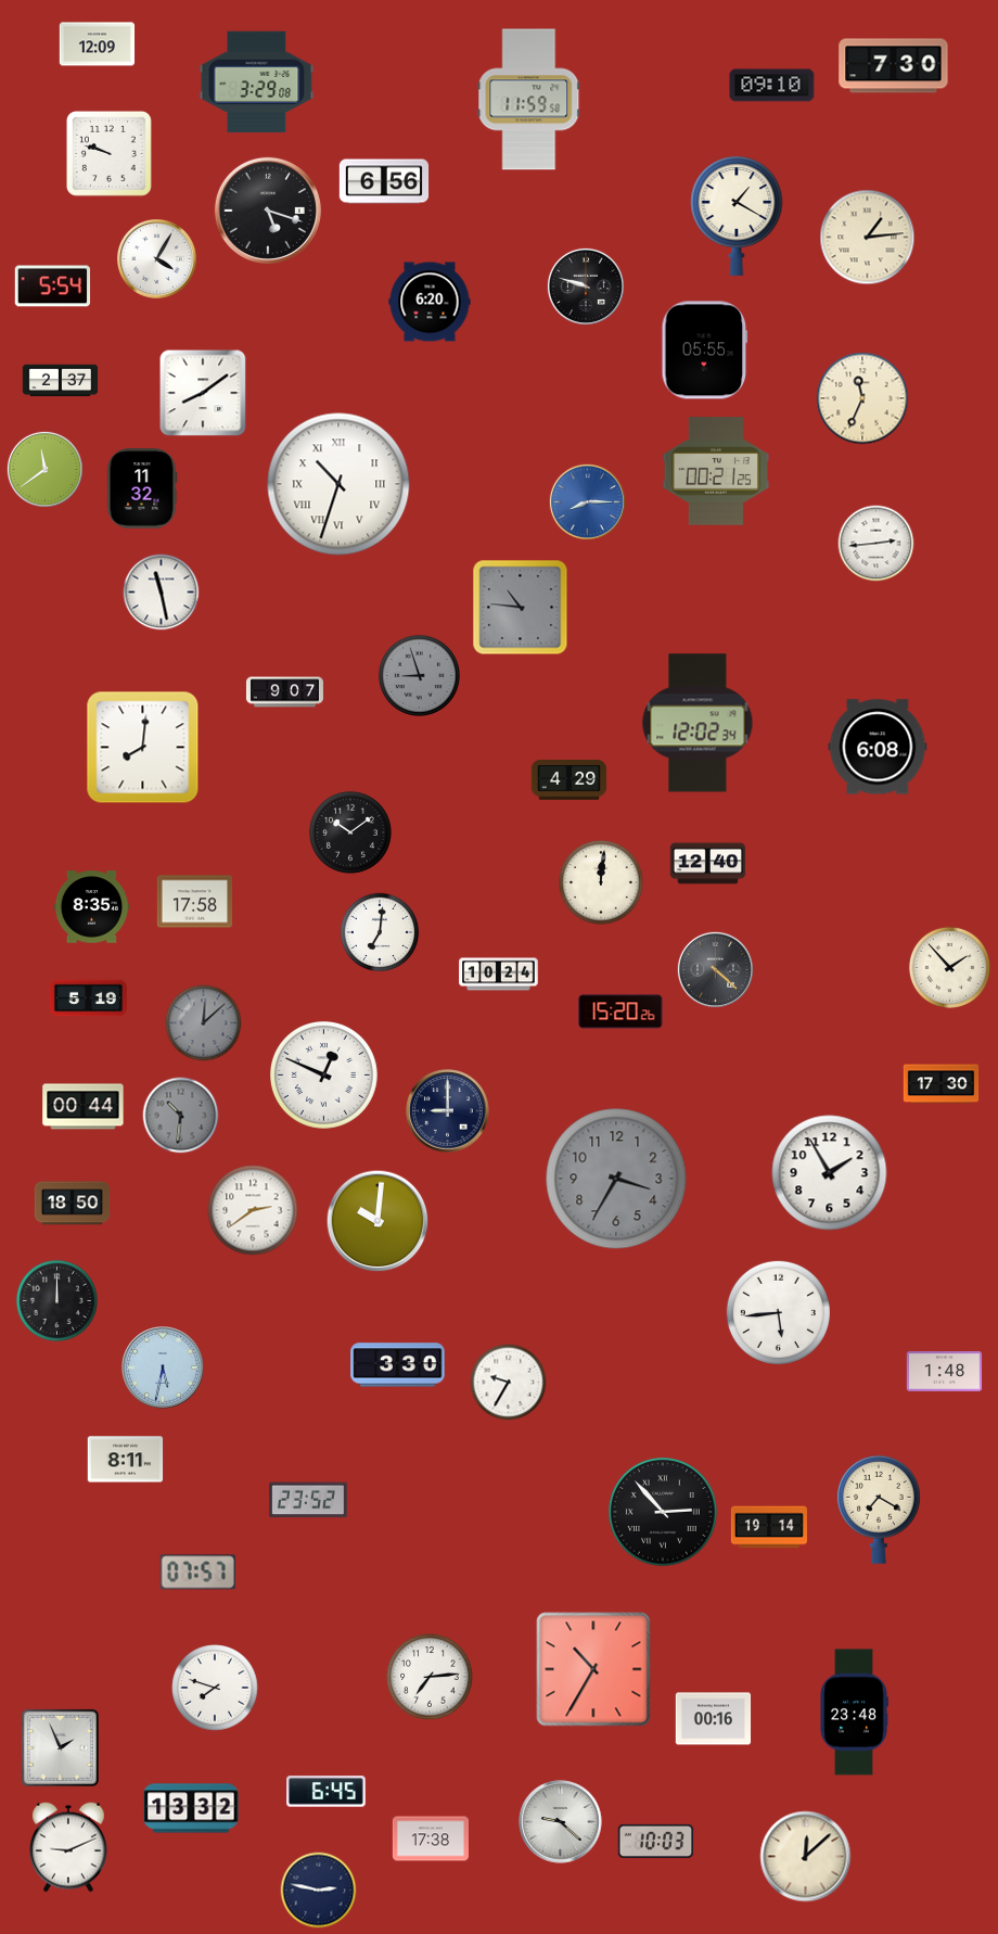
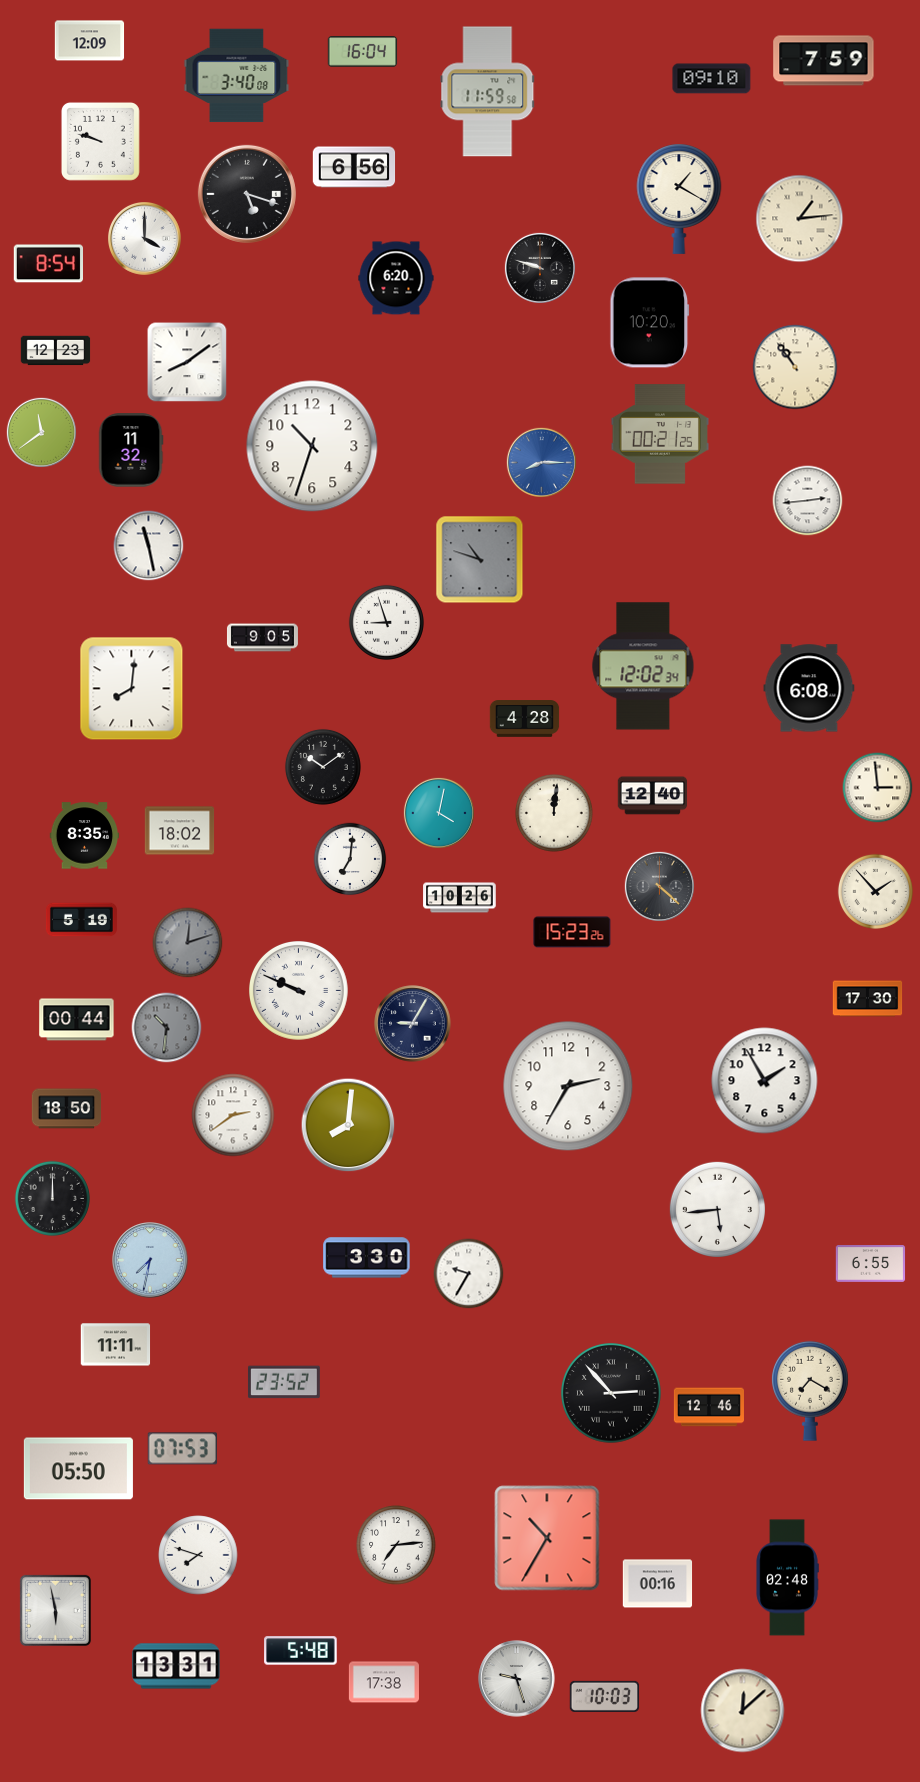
clock at (363, 52): none -> 16:04
clock at (894, 66): 7:30 -> 7:59
clock at (257, 82): 3:29 -> 3:40
clock at (157, 259): 4:05 -> 4:00
clock at (52, 287): 5:54 -> 8:54
clock at (586, 287) position: (586, 287) -> (540, 268)
clock at (705, 351): 05:55 -> 10:20
clock at (61, 381): 2:37 -> 12:23
clock at (862, 398): 11:34 -> 10:54
clock at (338, 484) numerals: Roman -> Arabic
clock at (521, 608): 10:46 -> 10:48
clock at (419, 675) dial: grey -> white
clock at (284, 692): 9:07 -> 9:05
clock at (570, 780): 4:29 -> 4:28
clock at (878, 788): none -> 2:59
clock at (439, 813): none -> 4:02
clock at (195, 902): 17:58 -> 18:02
clock at (715, 969) position: (715, 969) -> (659, 886)
clock at (499, 975): 10:24 -> 10:26
clock at (620, 1011): 15:20 -> 15:23
clock at (204, 1023): 12:08 -> 12:12
clock at (324, 1076): 12:49 -> 9:49
clock at (448, 1111): 9:00 -> 9:05
clock at (616, 1179): 3:35 -> 2:35
clock at (616, 1179) dial: grey -> white
clock at (378, 1221): 10:01 -> 8:01
clock at (163, 1367): 5:32 -> 7:32
clock at (945, 1372): 1:48 -> 6:55
clock at (126, 1460): 8:11 -> 11:11
clock at (769, 1527): 19:14 -> 12:46
clock at (197, 1573): 07:57 -> 07:53
clock at (78, 1469): none -> 05:50
clock at (854, 1713): 23:48 -> 02:48
clock at (60, 1747): 1:56 -> 5:58
clock at (327, 1792): 6:45 -> 5:48
clock at (191, 1808): 13:32 -> 13:31
clock at (561, 1822): 9:22 -> 9:27
clock at (431, 1838) position: (431, 1838) -> (384, 1682)
clock at (69, 1847): 9:11 -> none
clock at (319, 1891): 2:47 -> none
